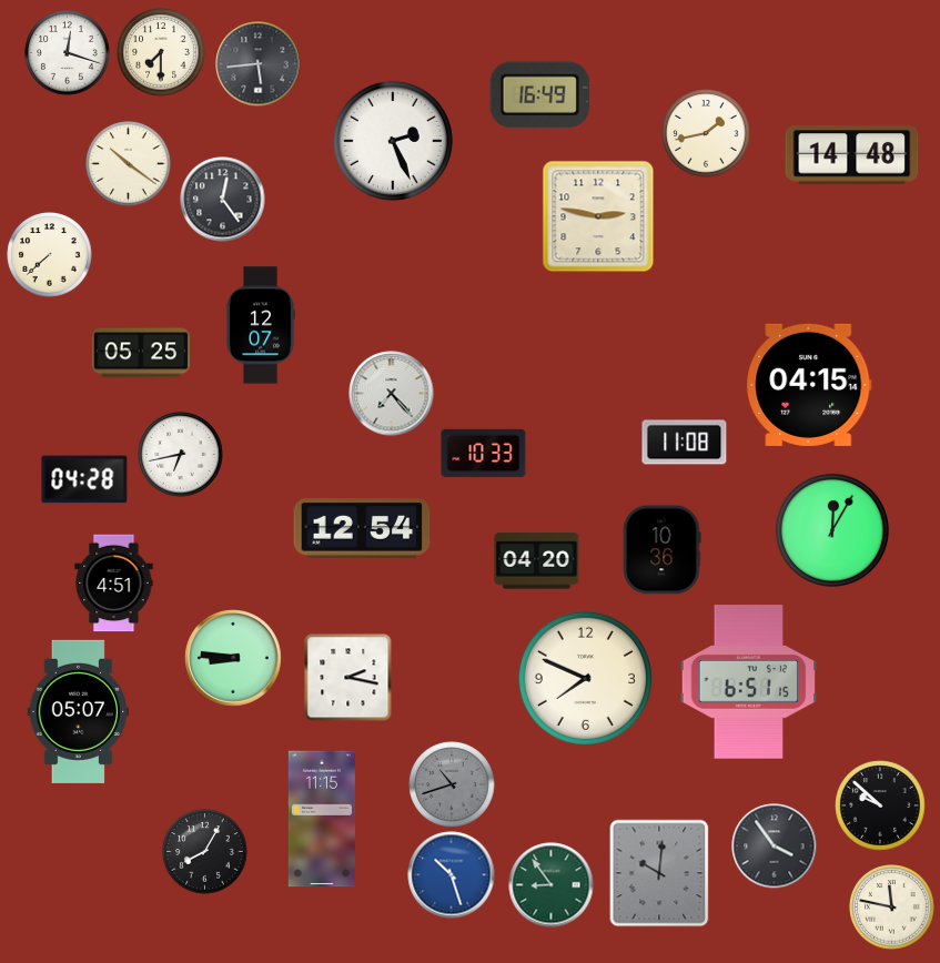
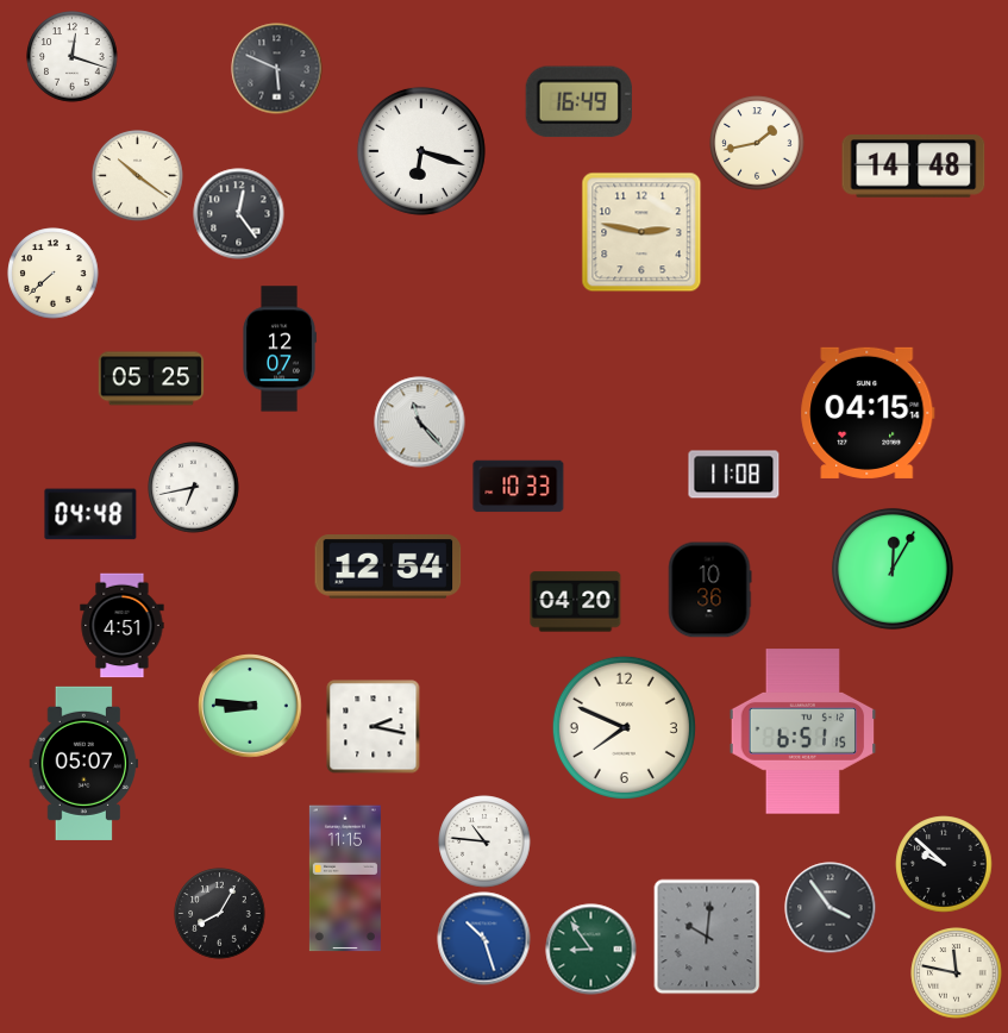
clock at (161, 52): 7:30 -> none
clock at (259, 64): 5:44 -> 5:49
clock at (393, 141): 2:26 -> 6:18
clock at (392, 394): 7:23 -> 11:23
clock at (84, 479): 04:28 -> 04:48
clock at (585, 678) position: (585, 678) -> (624, 727)
clock at (452, 784): 10:42 -> 10:46
clock at (452, 784) dial: grey -> white
